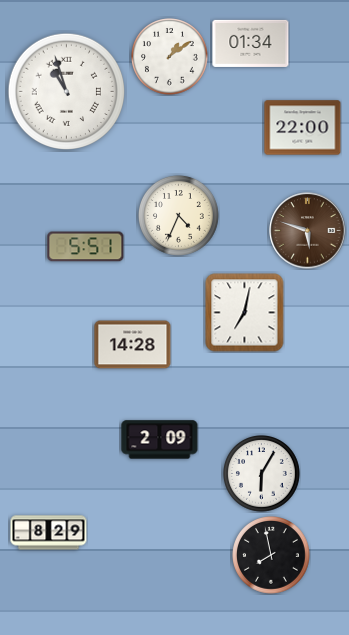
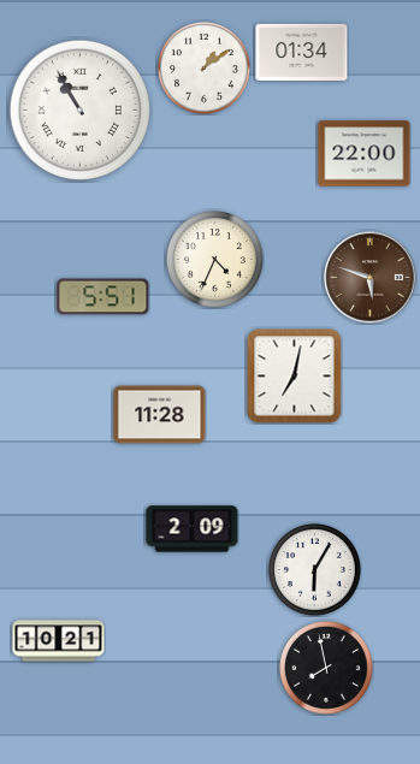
clock at (66, 91): 10:57 -> 10:55
clock at (133, 345): 14:28 -> 11:28
clock at (49, 533): 8:29 -> 10:21
